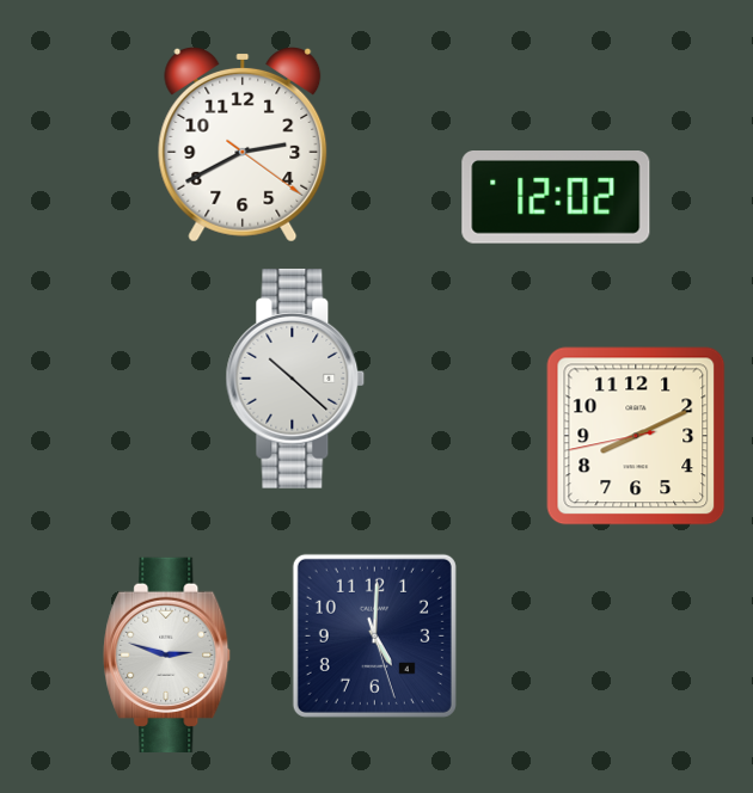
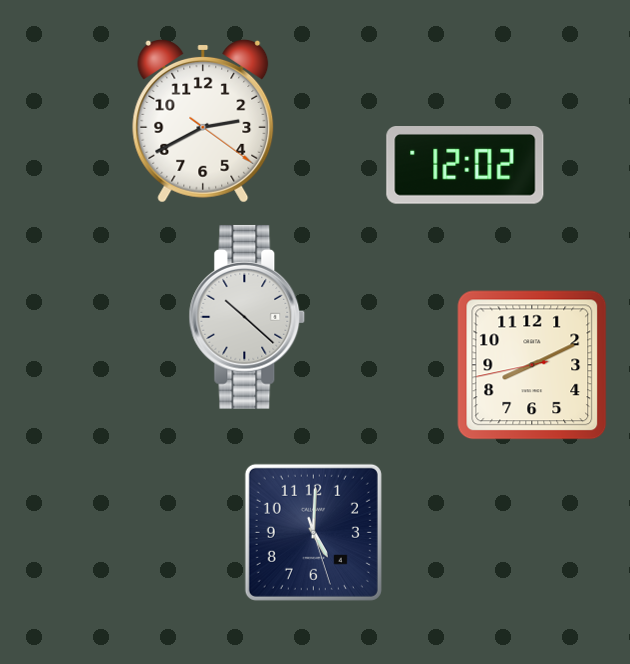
clock at (167, 654): 2:48 -> none
